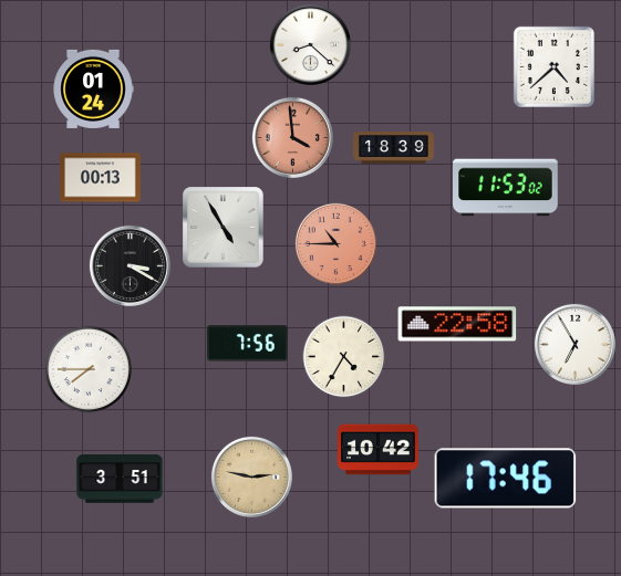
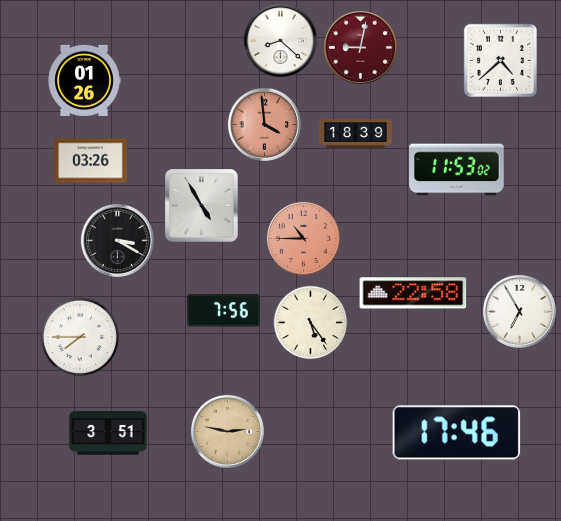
clock at (360, 47): none -> 9:02
clock at (93, 88): 01:24 -> 01:26
clock at (101, 178): 00:13 -> 03:26
clock at (335, 243) position: (335, 243) -> (303, 238)
clock at (344, 357): 4:35 -> 5:24
clock at (89, 369) position: (89, 369) -> (80, 337)
clock at (379, 450): 10:42 -> none
